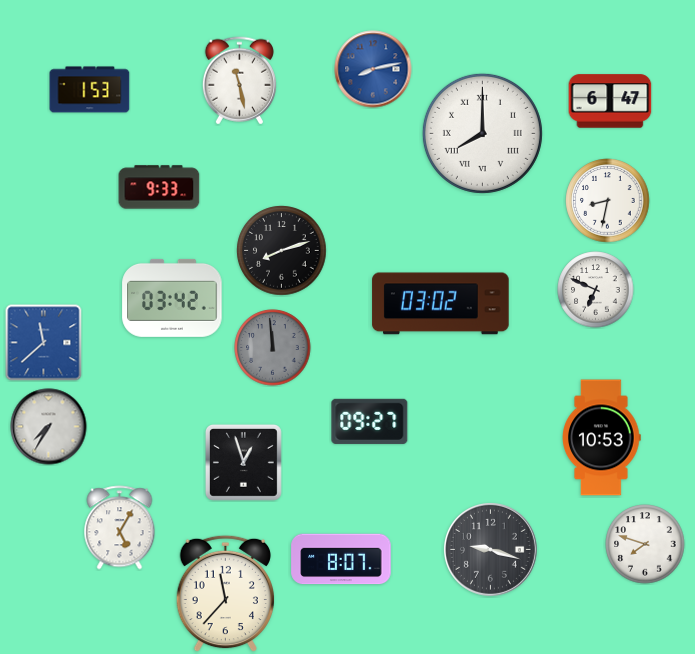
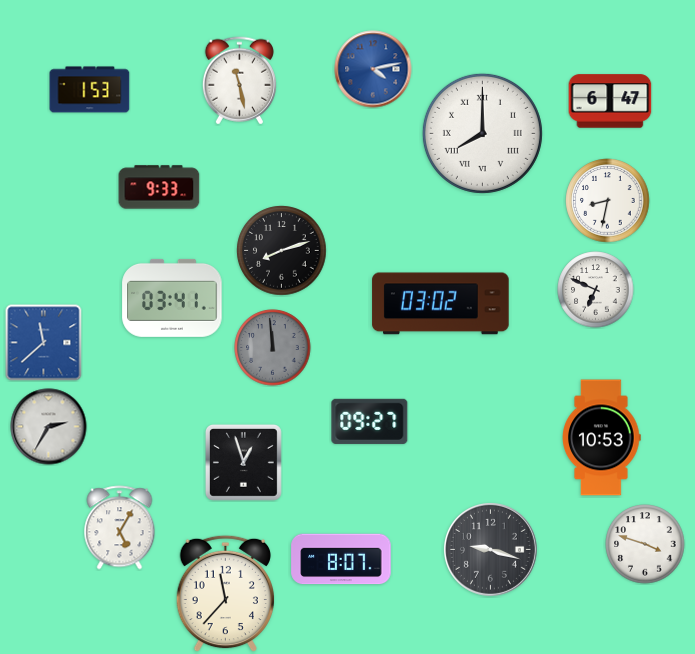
clock at (373, 69): 8:13 -> 4:13
clock at (172, 298): 03:42 -> 03:41
clock at (49, 427): 7:35 -> 2:35
clock at (645, 544): 7:48 -> 3:48
